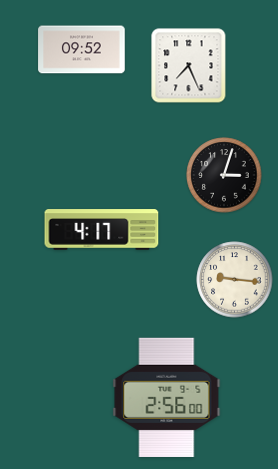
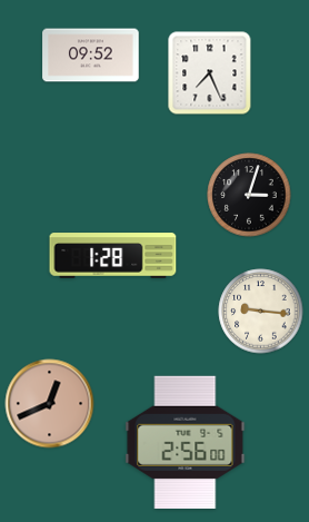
clock at (102, 230): 4:17 -> 1:28
clock at (50, 404): none -> 12:41
